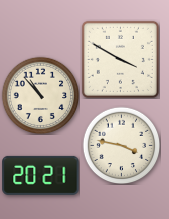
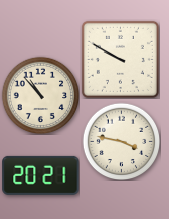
clock at (120, 59): 3:50 -> 9:50
clock at (121, 145) position: (121, 145) -> (121, 141)
